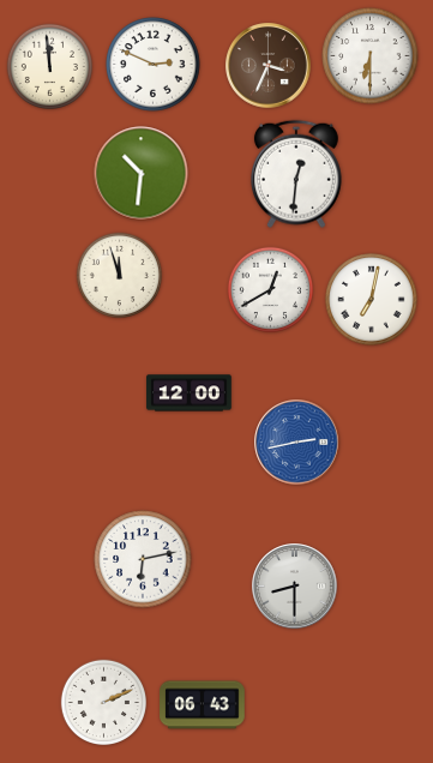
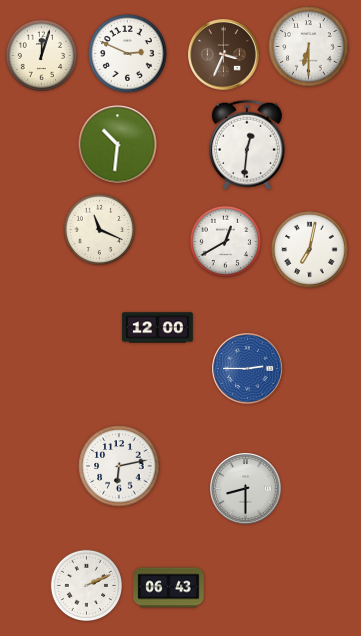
clock at (49, 66): 11:59 -> 12:03
clock at (119, 275): 11:57 -> 11:19
clock at (297, 443): 2:43 -> 2:45
